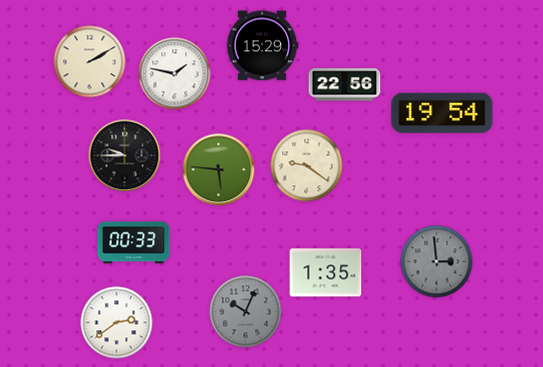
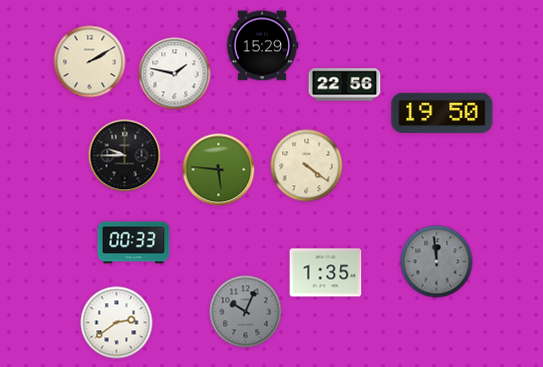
clock at (442, 113): 19:54 -> 19:50
clock at (307, 166): 9:21 -> 4:21
clock at (437, 262): 2:59 -> 11:59
